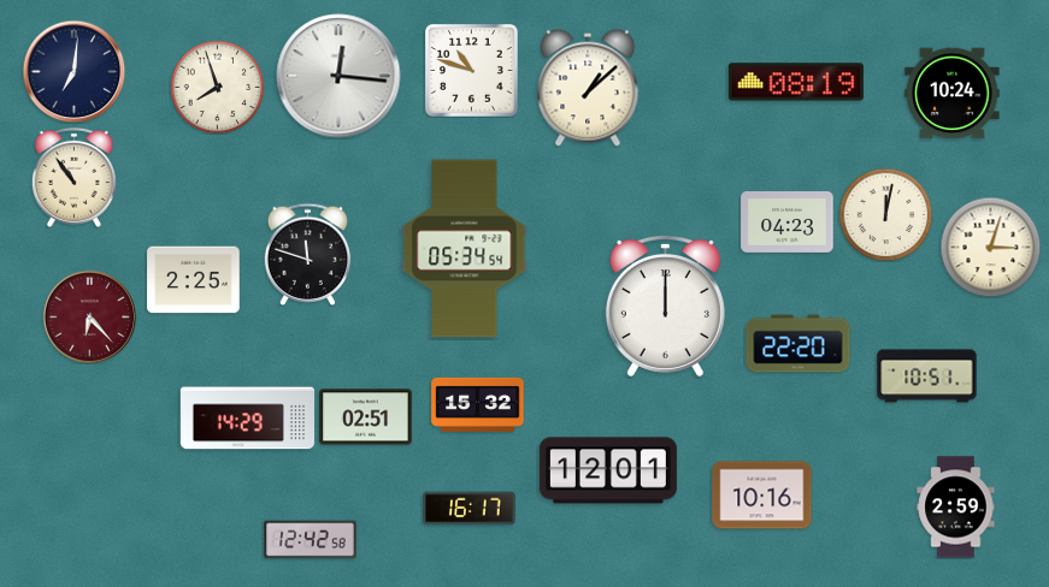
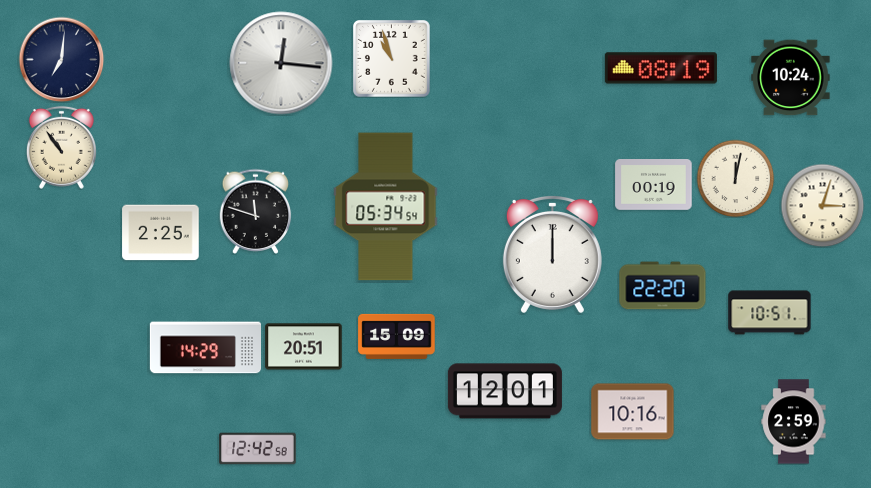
clock at (472, 71): 10:48 -> 10:57
clock at (217, 87): 7:57 -> none
clock at (588, 88): 1:08 -> none
clock at (788, 223): 04:23 -> 00:19
clock at (89, 316): 6:23 -> none
clock at (478, 404): 15:32 -> 15:09
clock at (366, 417): 02:51 -> 20:51
clock at (470, 509): 16:17 -> none
